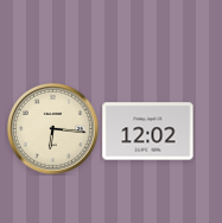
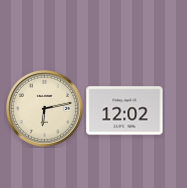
clock at (52, 128): 6:16 -> 6:13
